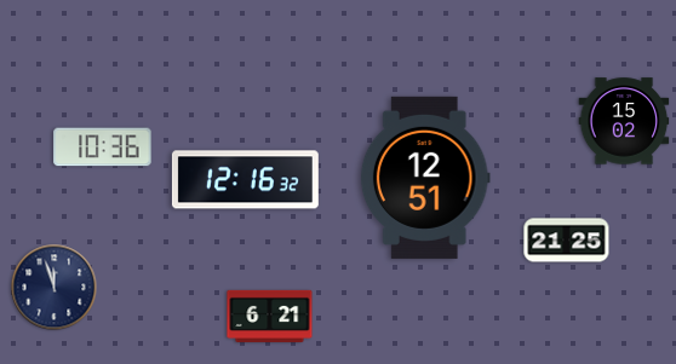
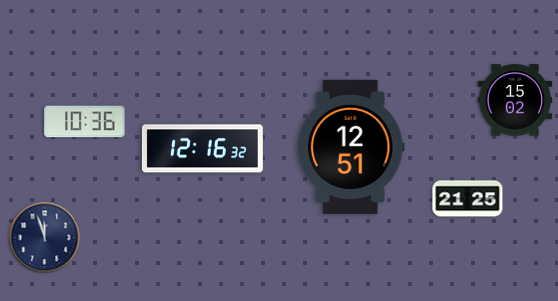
clock at (270, 316): 6:21 -> none
